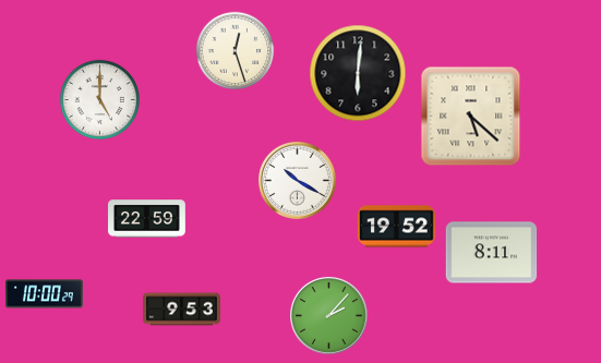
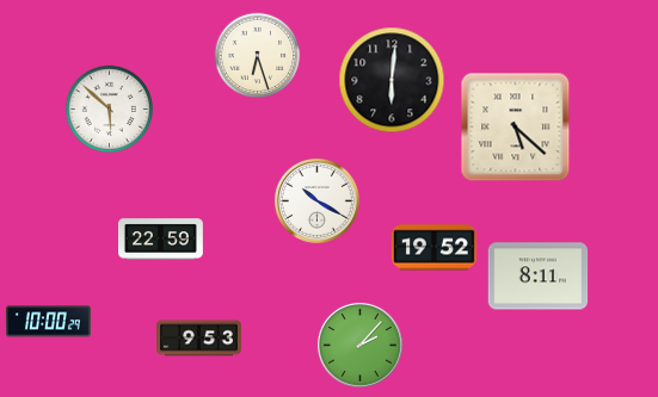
clock at (236, 51): 12:27 -> 6:27
clock at (99, 99): 5:00 -> 5:52
clock at (298, 181) position: (298, 181) -> (318, 201)
